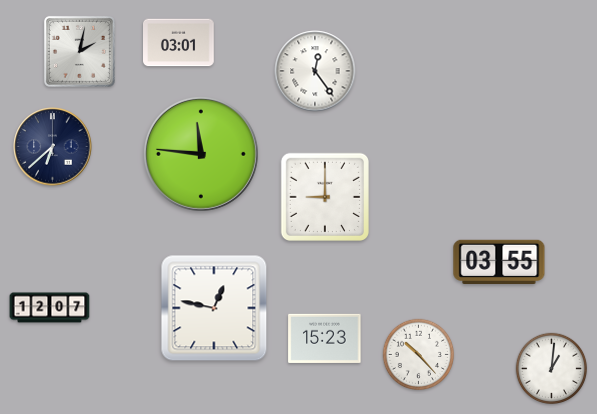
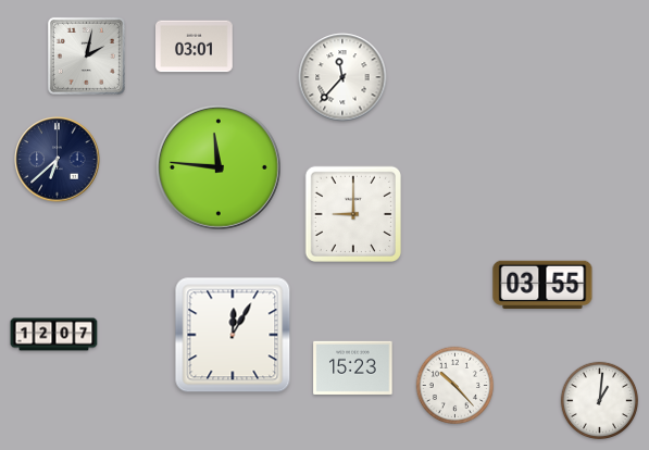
clock at (315, 71): 12:24 -> 11:37
clock at (214, 308): 12:47 -> 12:05
